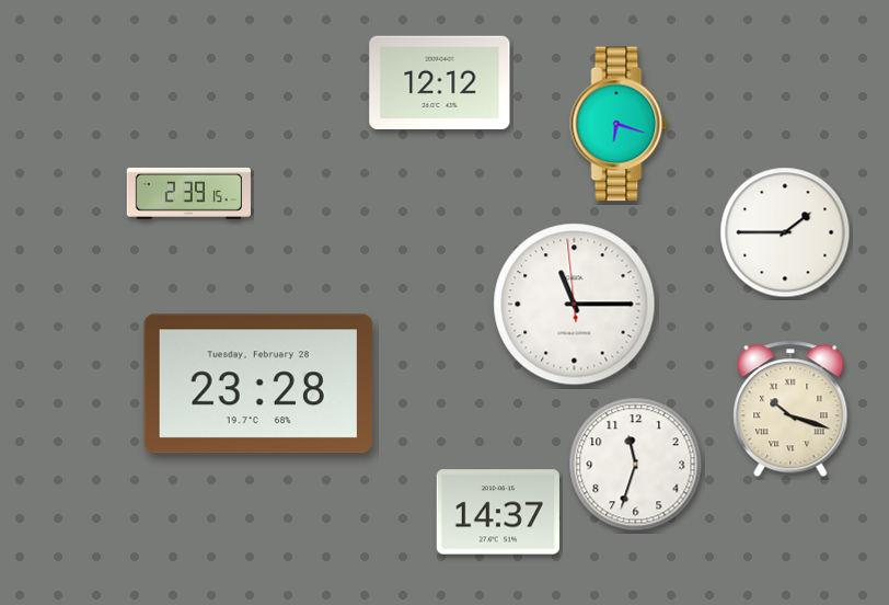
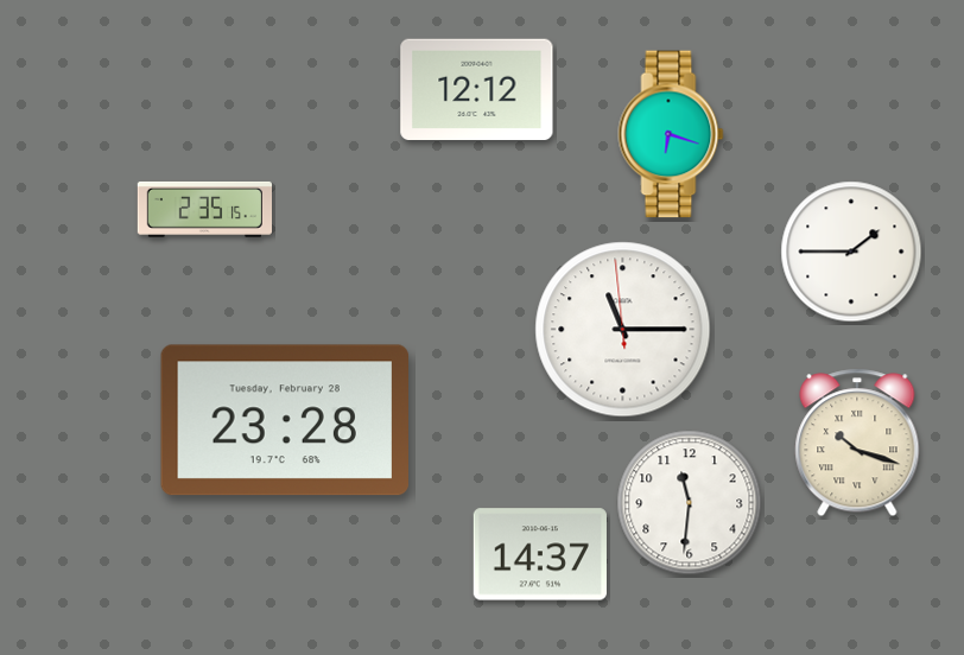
clock at (188, 193): 2:39 -> 2:35
clock at (257, 384) position: (257, 384) -> (284, 420)
clock at (636, 465): 11:33 -> 11:31
